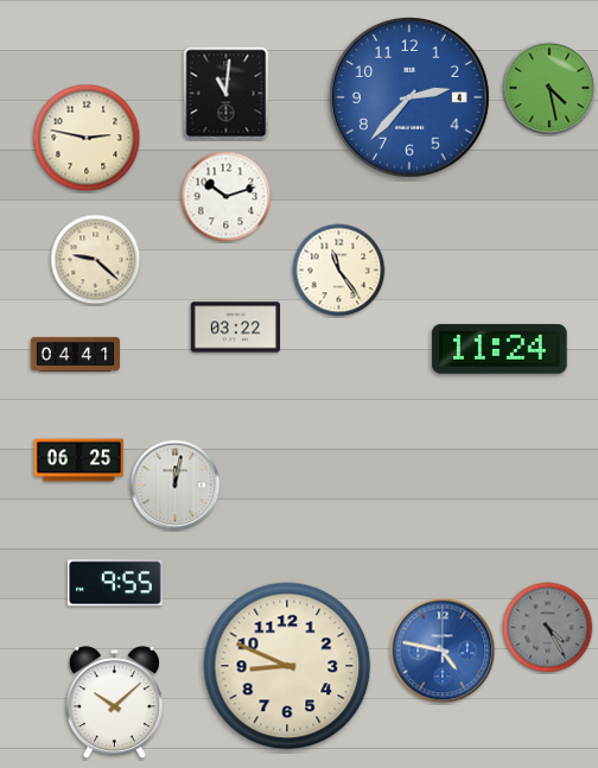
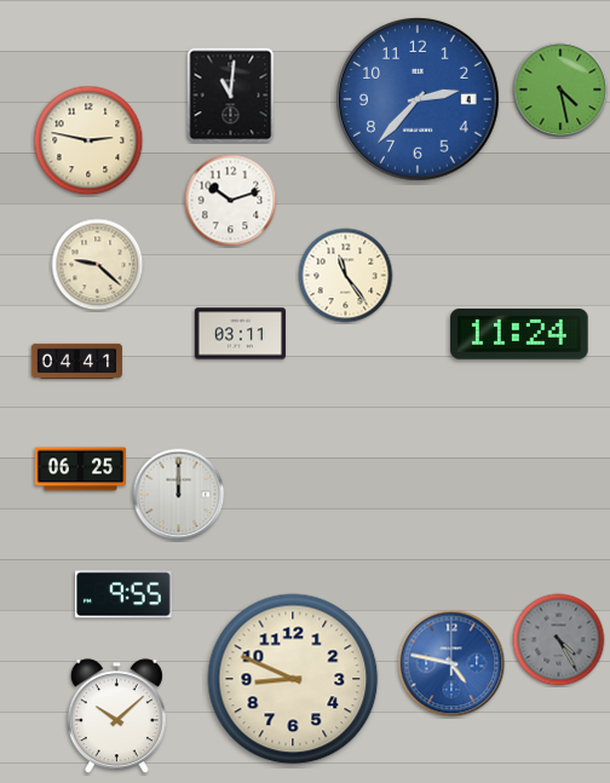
clock at (235, 328): 03:22 -> 03:11
clock at (500, 349) position: (500, 349) -> (519, 334)
clock at (176, 485): 12:02 -> 12:00
clock at (115, 583) position: (115, 583) -> (123, 594)
